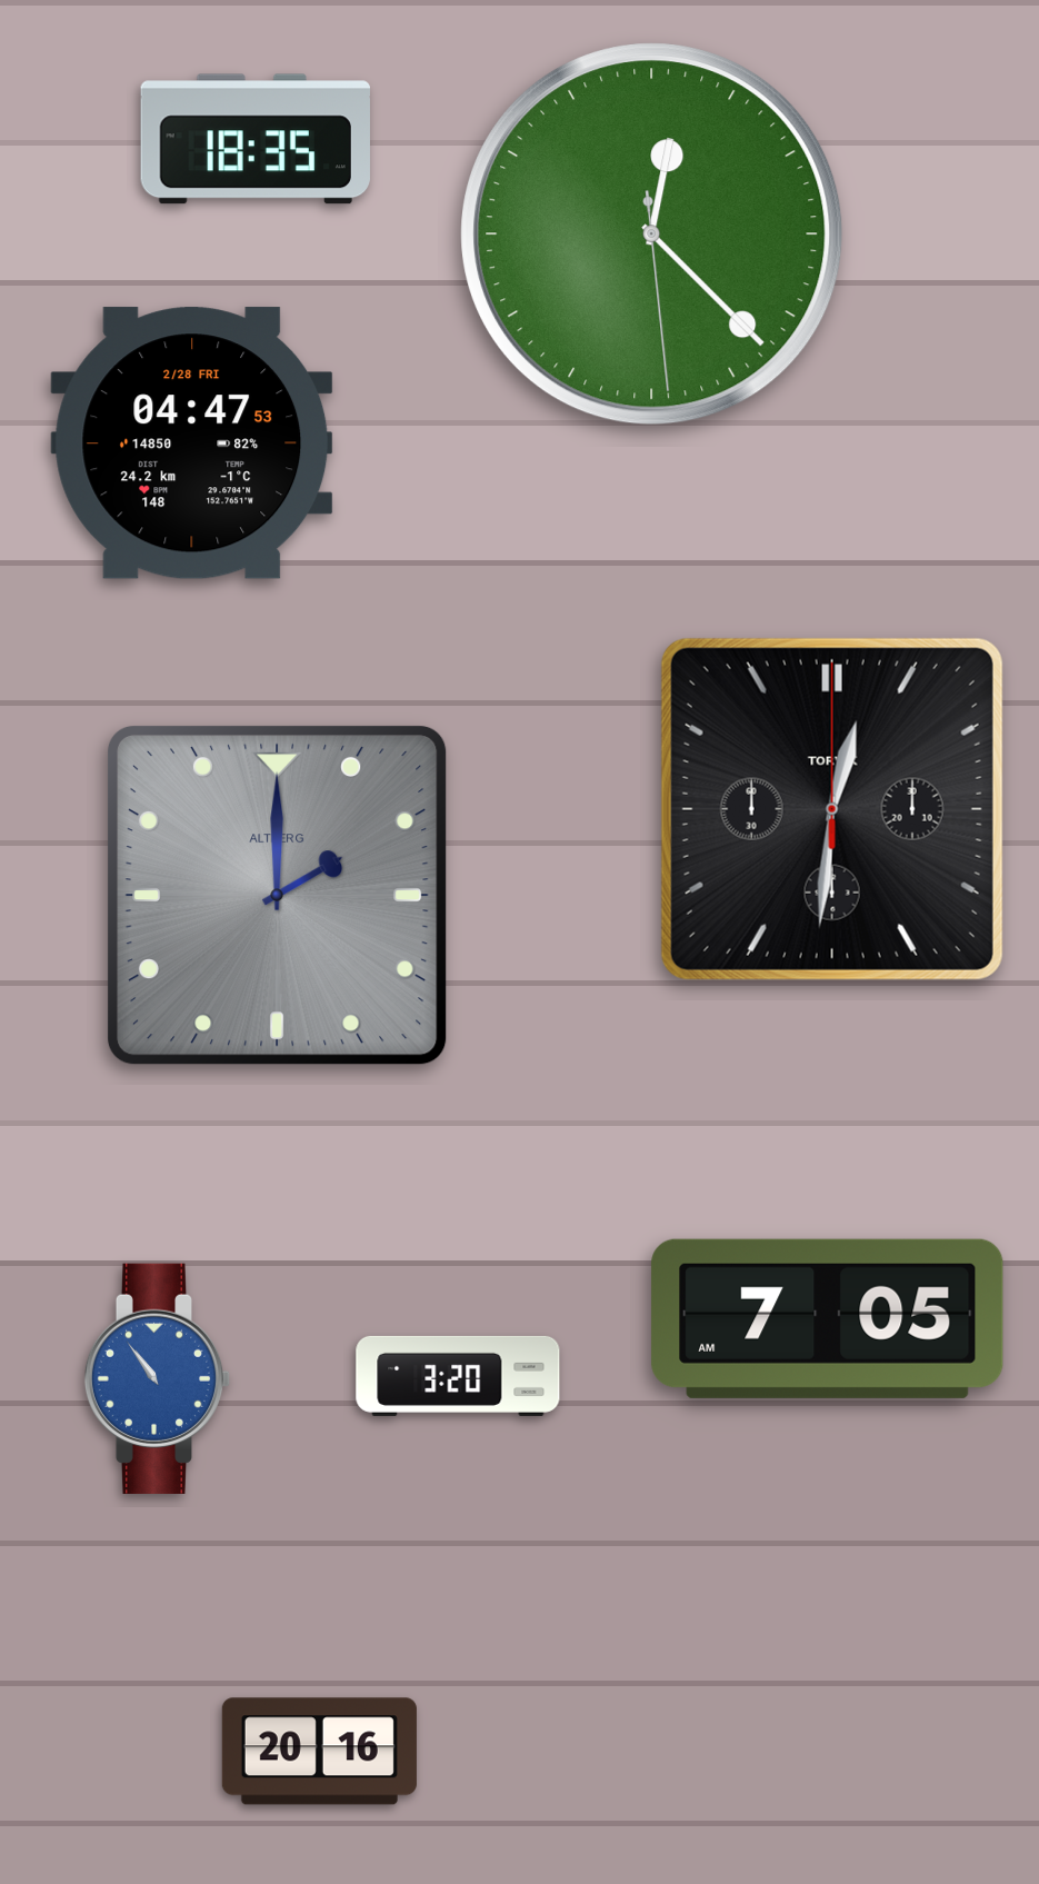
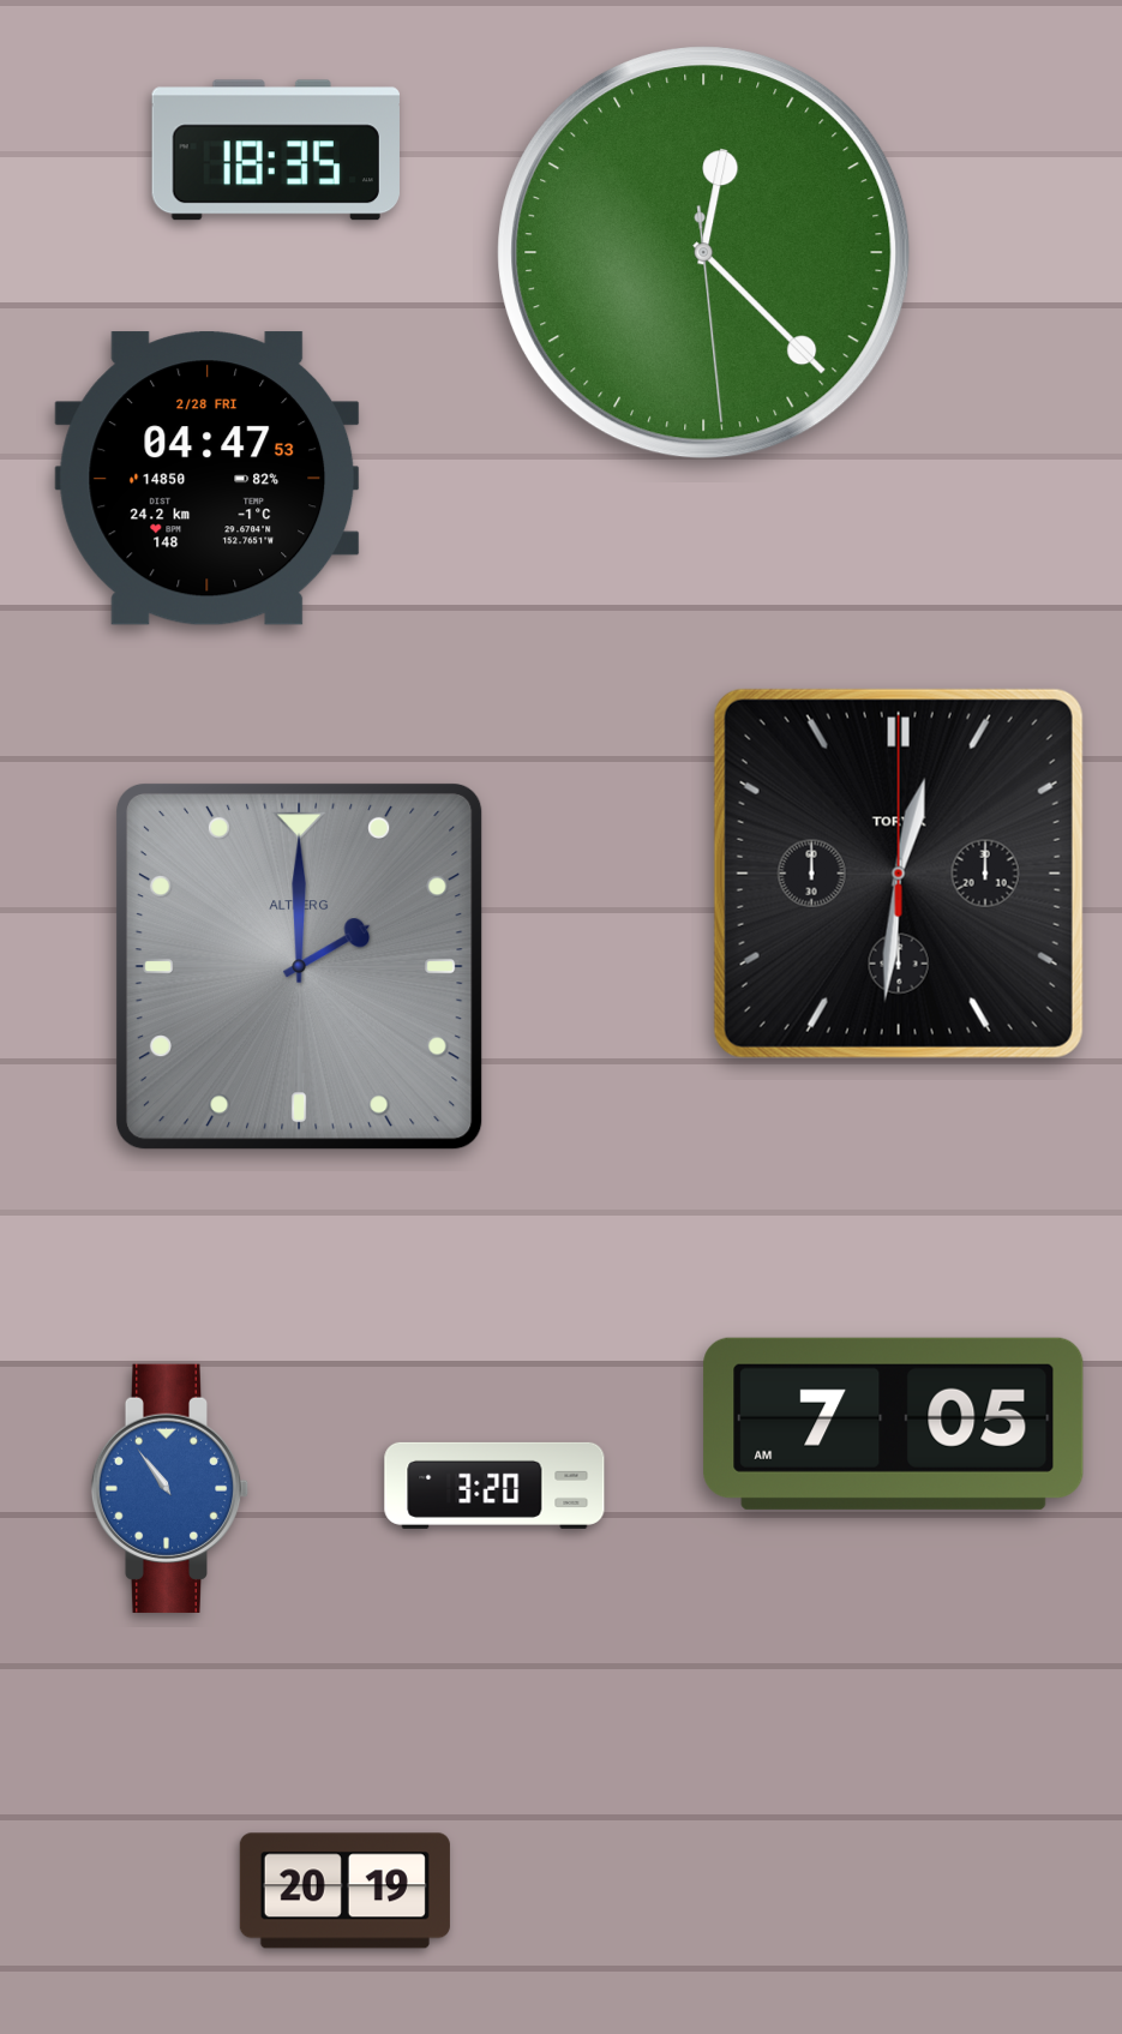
clock at (319, 1752): 20:16 -> 20:19
